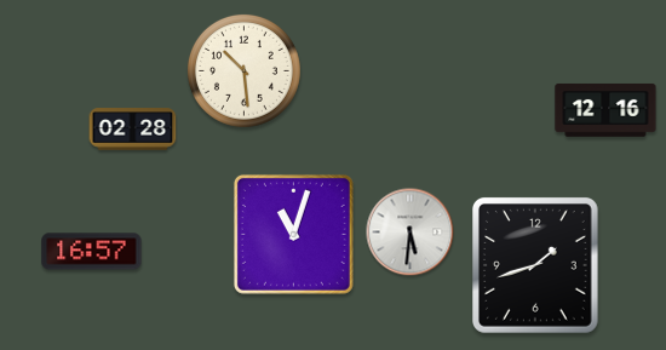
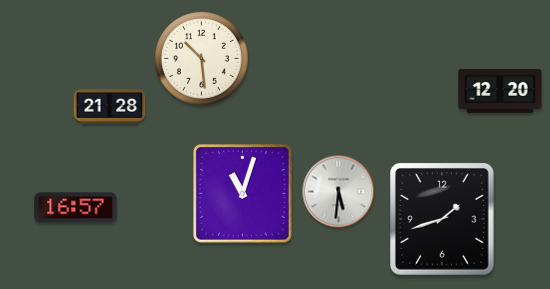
clock at (605, 110): 12:16 -> 12:20
clock at (133, 130): 02:28 -> 21:28
